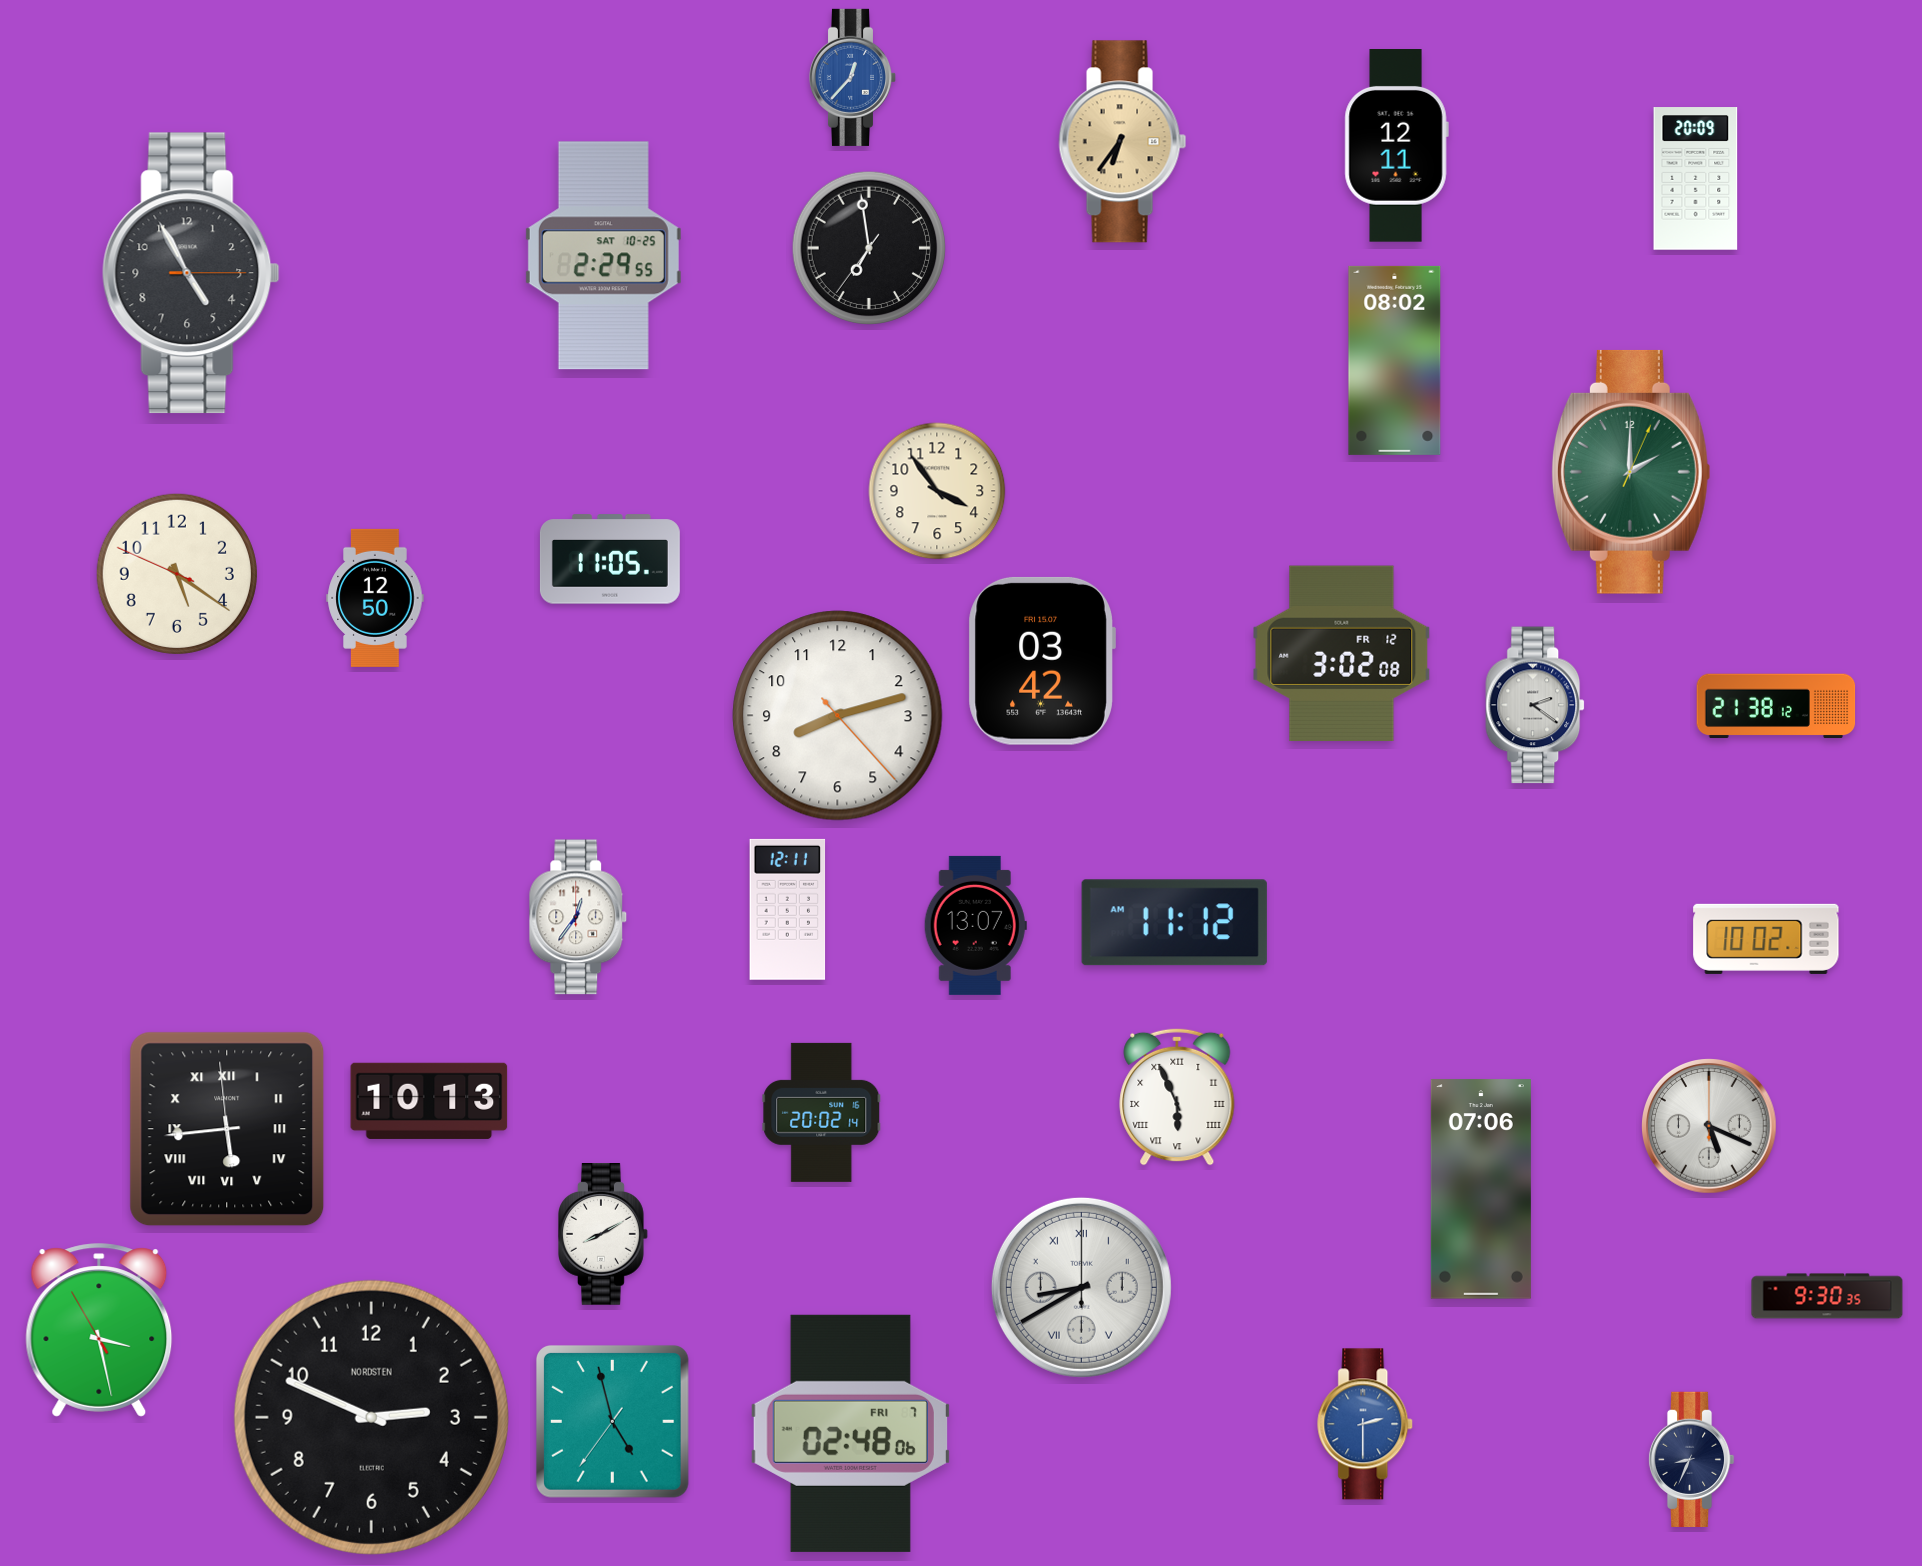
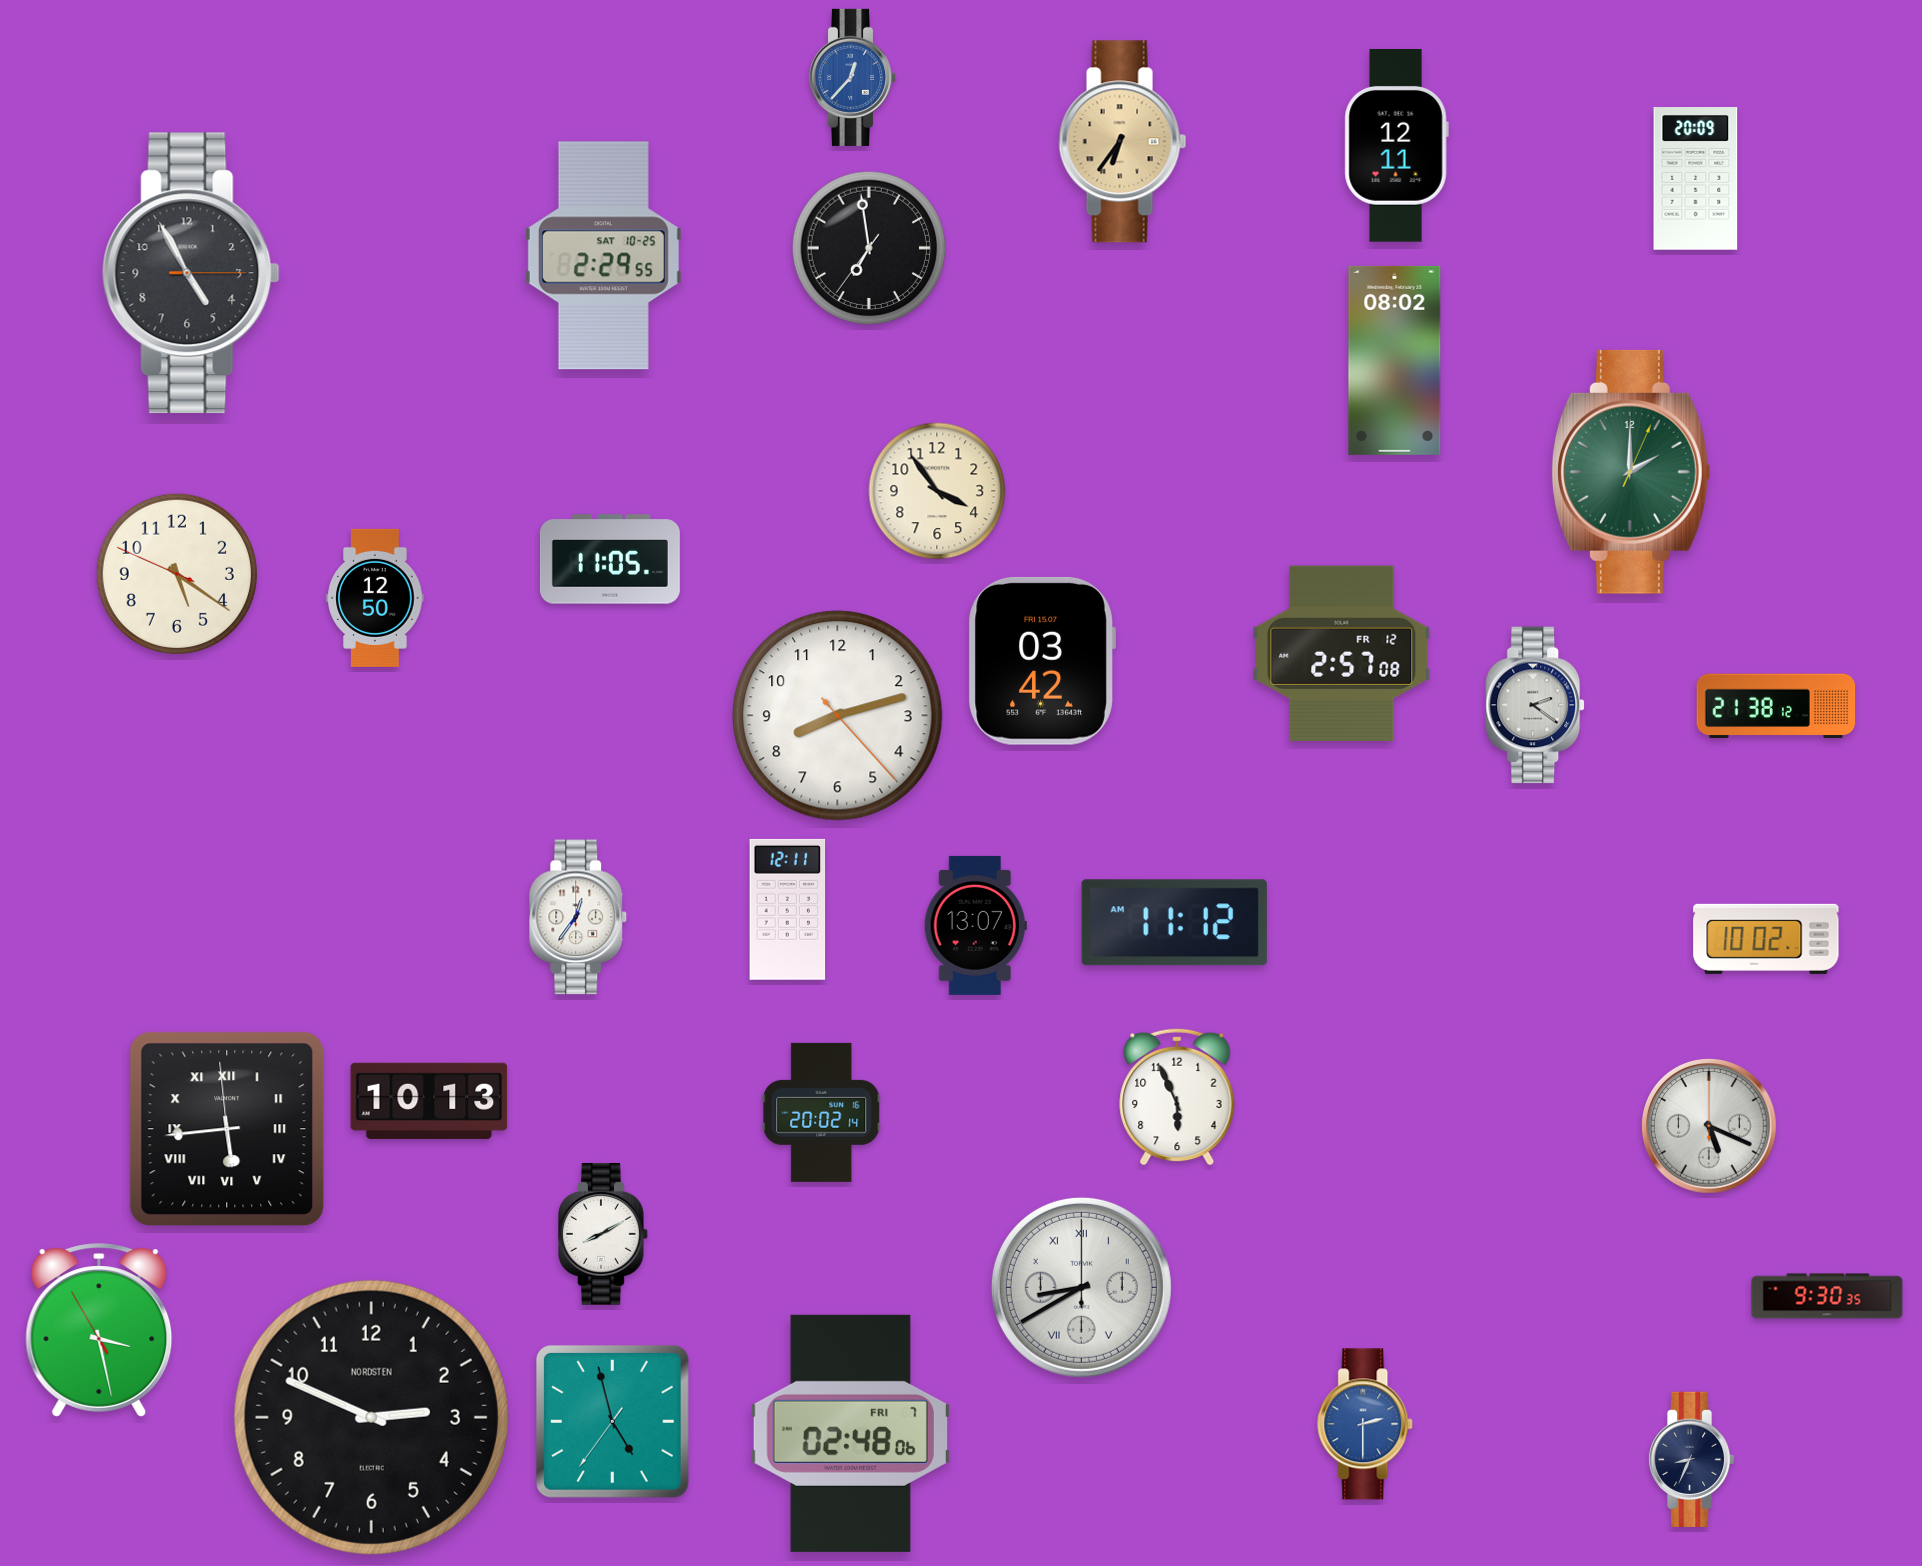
clock at (1342, 654): 3:02 -> 2:57
clock at (1177, 1097) numerals: Roman -> Arabic
clock at (1481, 1189): 07:06 -> none
